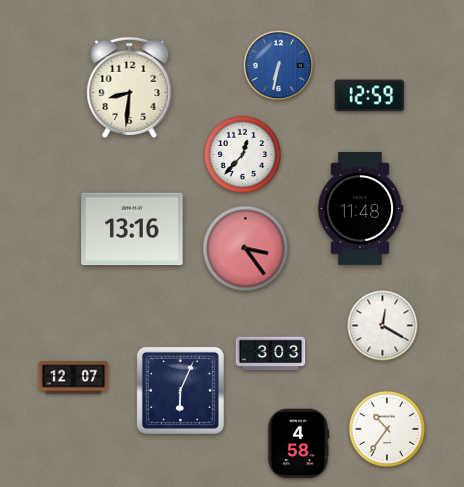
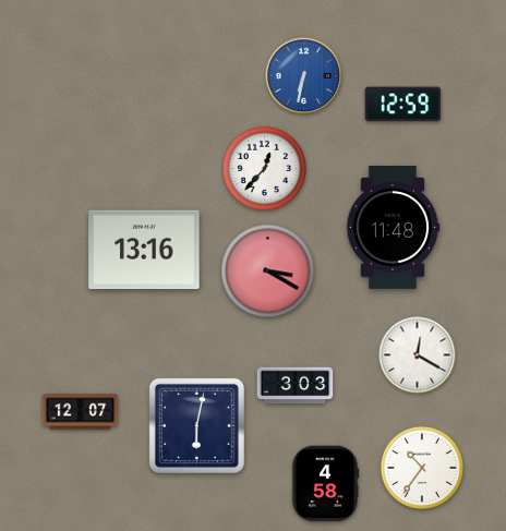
clock at (279, 66) position: (279, 66) -> (304, 76)
clock at (130, 87): 8:31 -> none
clock at (246, 249): 3:24 -> 3:20
clock at (180, 390): 6:04 -> 6:02
